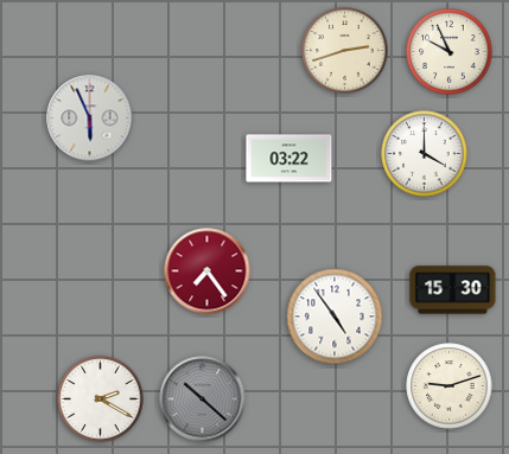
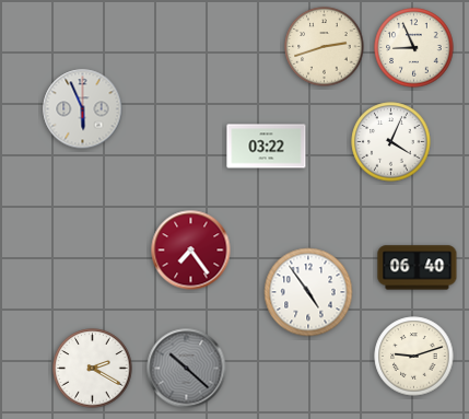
clock at (345, 51) position: (345, 51) -> (325, 47)
clock at (450, 52): 9:56 -> 8:56
clock at (425, 154): 4:00 -> 4:04
clock at (453, 290): 15:30 -> 06:40
